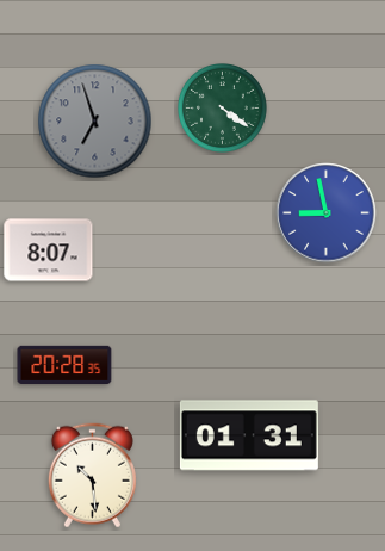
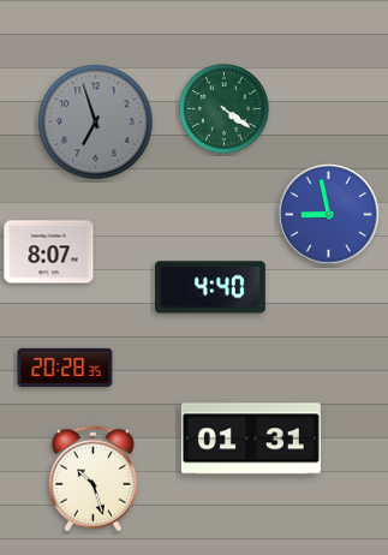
clock at (211, 287): none -> 4:40
clock at (92, 476): 10:29 -> 10:27
